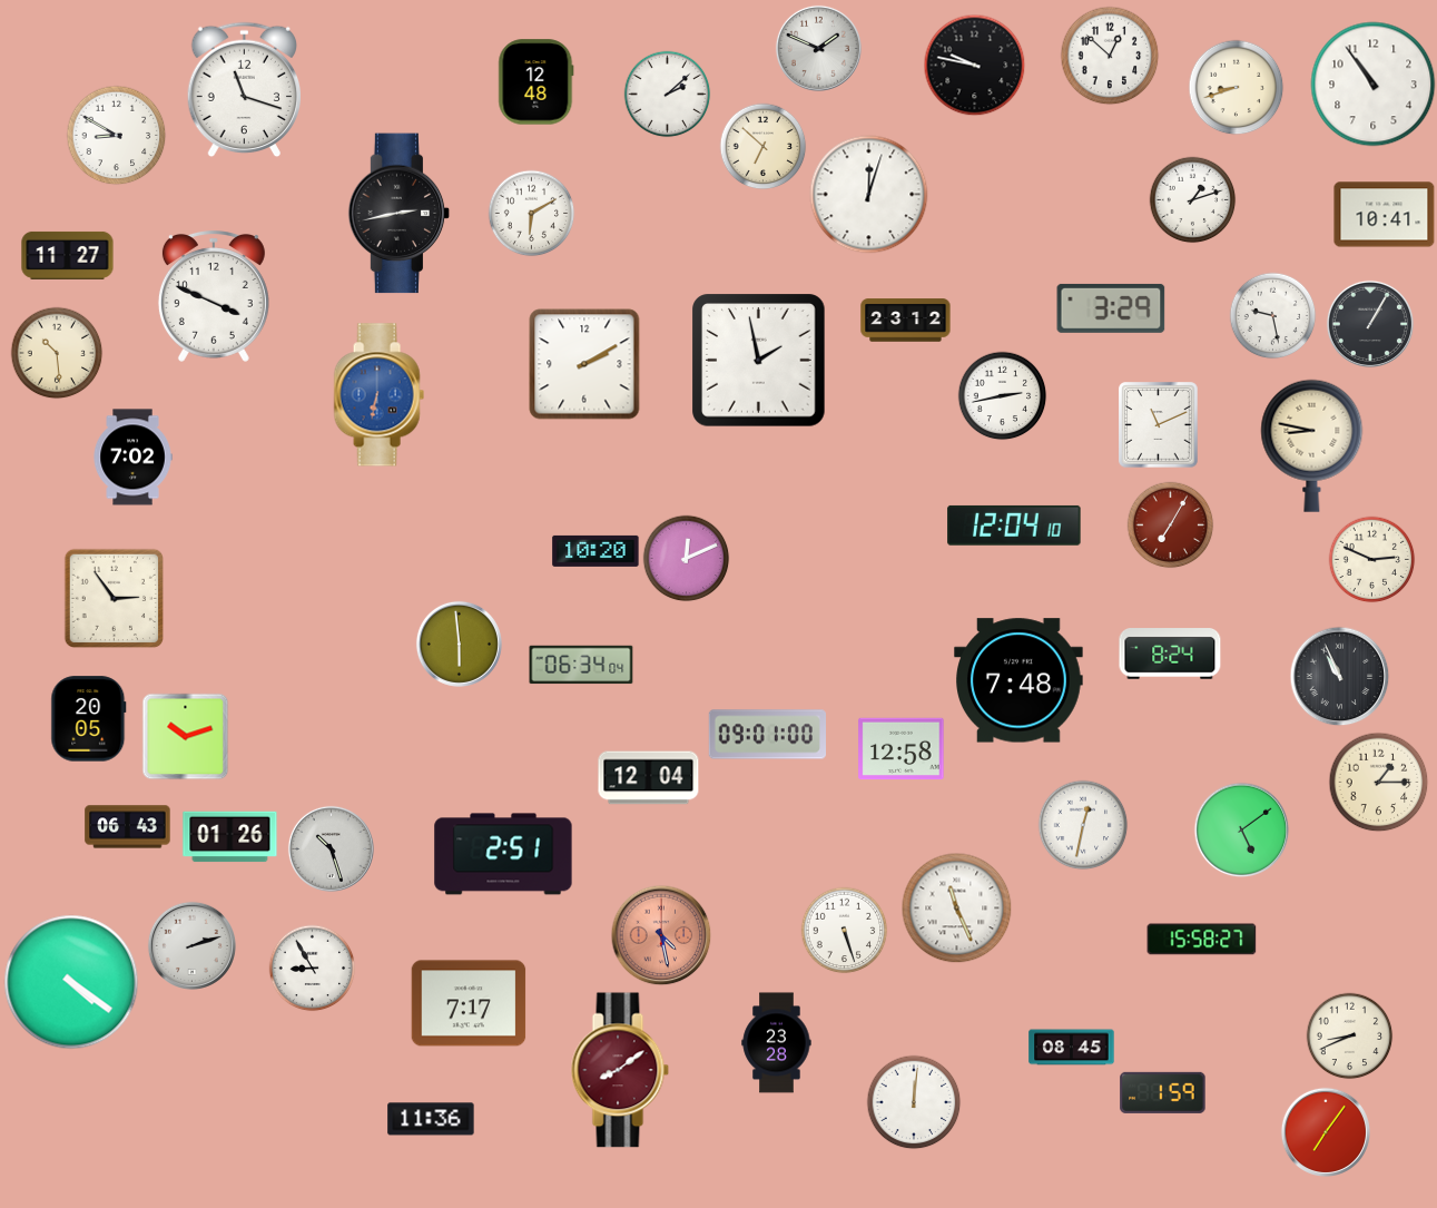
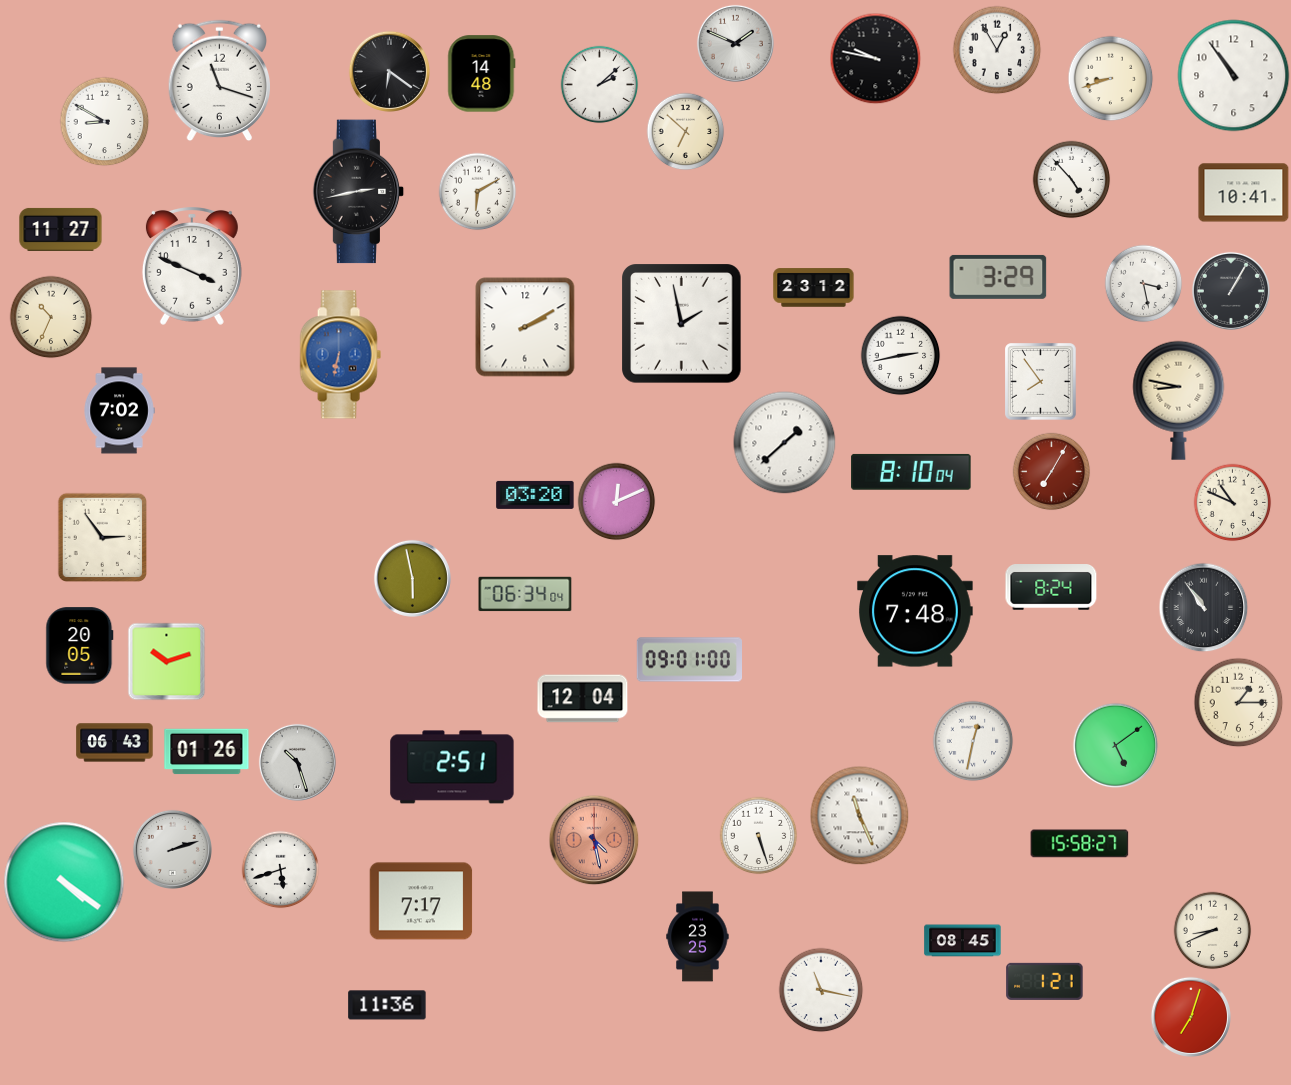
clock at (1110, 56): 12:52 -> 12:55
clock at (389, 71): none -> 6:21
clock at (537, 82): 12:48 -> 14:48
clock at (869, 195): 12:03 -> none
clock at (1192, 199): 1:12 -> 4:53
clock at (1272, 315): 9:28 -> 3:28
clock at (57, 353): 10:29 -> 10:34
clock at (1159, 425): 11:11 -> 7:54
clock at (785, 443): none -> 1:38
clock at (1014, 526): 12:04 -> 8:10
clock at (596, 551): 10:20 -> 03:20
clock at (1371, 559): 2:49 -> 10:49
clock at (459, 644): 5:59 -> 5:58
clock at (581, 665) position: (581, 665) -> (525, 594)
clock at (1339, 676): 10:56 -> 10:54
clock at (902, 749): 12:58 -> none
clock at (312, 968): 8:55 -> 5:42
clock at (777, 1043): 23:28 -> 23:25
clock at (620, 1070): 8:09 -> none
clock at (1163, 1092): 1:59 -> 1:21
clock at (914, 1102): 12:01 -> 11:17
clock at (1326, 1132): 7:06 -> 7:03
